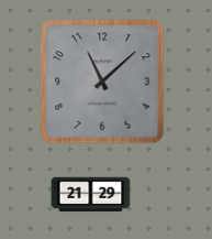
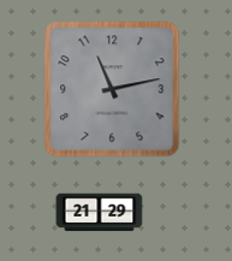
clock at (102, 82): 11:08 -> 11:13
